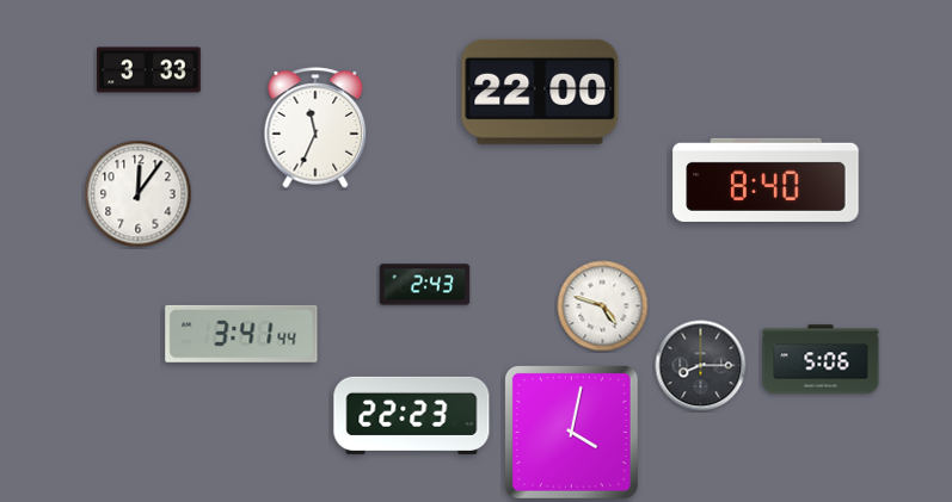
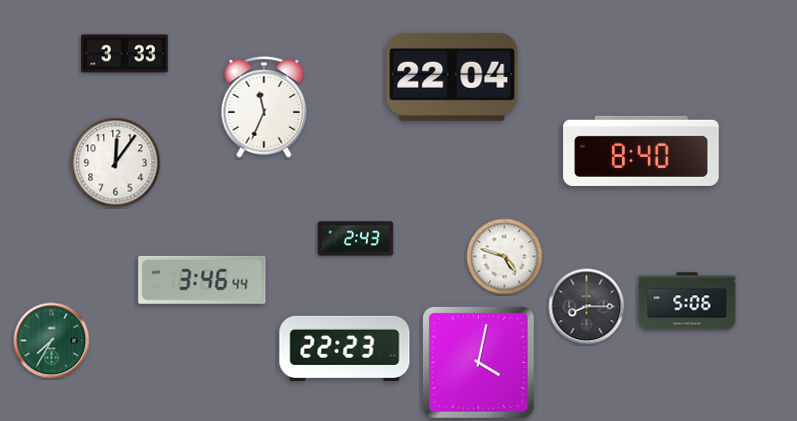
clock at (149, 70) position: (149, 70) -> (125, 54)
clock at (540, 92): 22:00 -> 22:04
clock at (241, 334): 3:41 -> 3:46
clock at (52, 341): none -> 7:35
